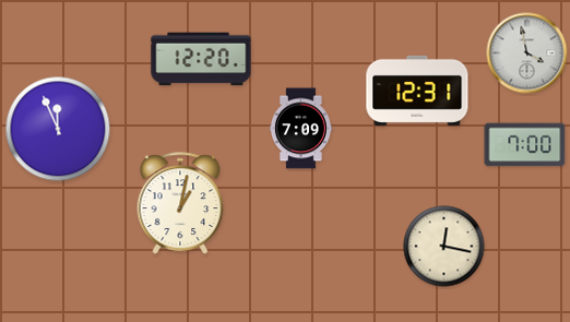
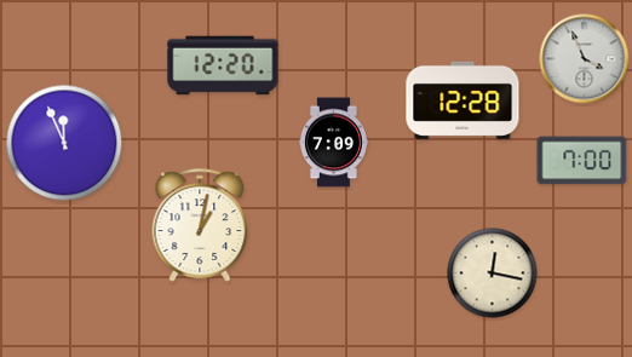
clock at (527, 53): 3:58 -> 3:56
clock at (417, 91): 12:31 -> 12:28
